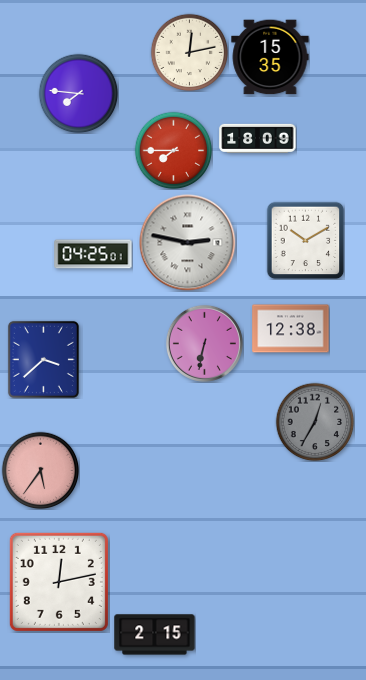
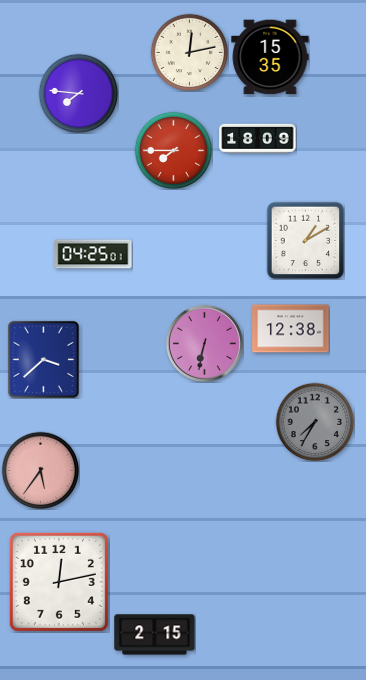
clock at (305, 240): 10:10 -> 1:10
clock at (188, 243): 2:47 -> none
clock at (315, 422): 12:35 -> 7:35
